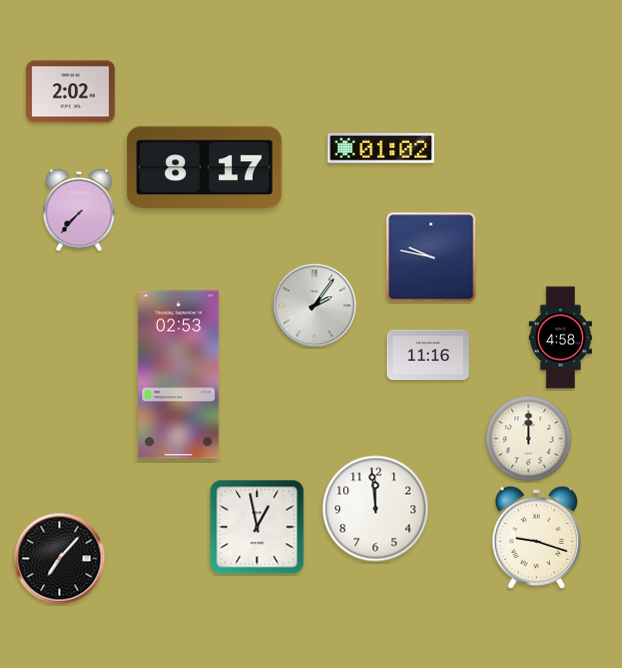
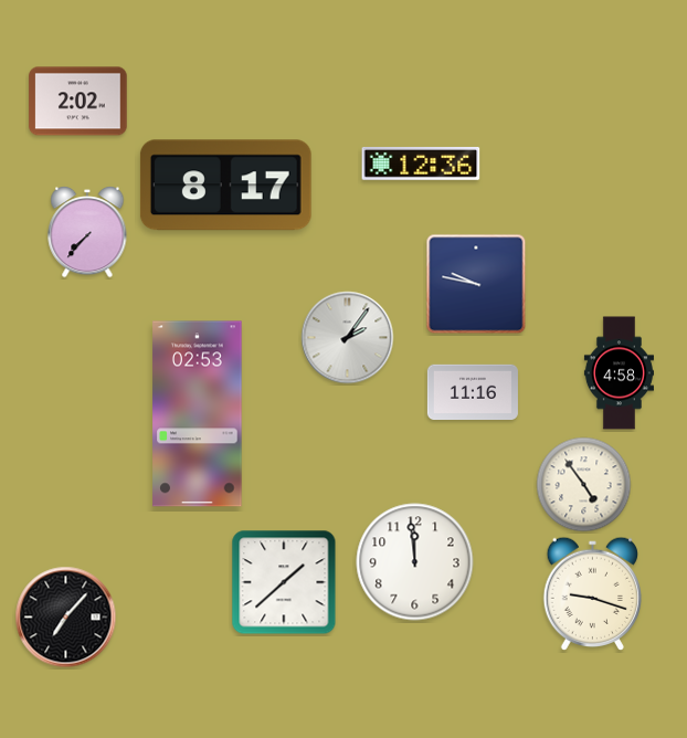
clock at (381, 148): 01:02 -> 12:36
clock at (529, 439): 12:00 -> 4:54
clock at (257, 527): 12:58 -> 1:38
